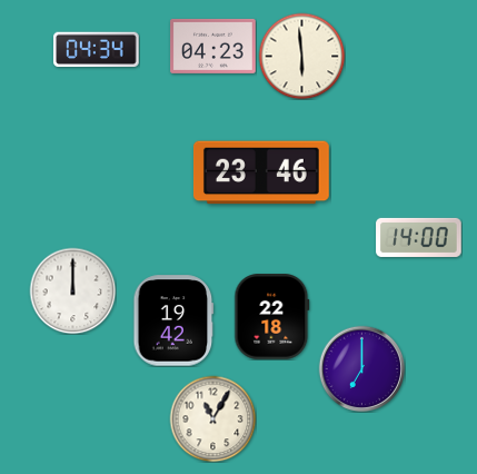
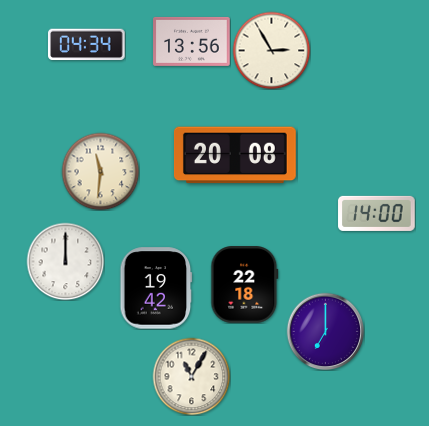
clock at (213, 46): 04:23 -> 13:56
clock at (301, 56): 5:59 -> 2:55
clock at (261, 172): 23:46 -> 20:08
clock at (100, 171): none -> 11:31
